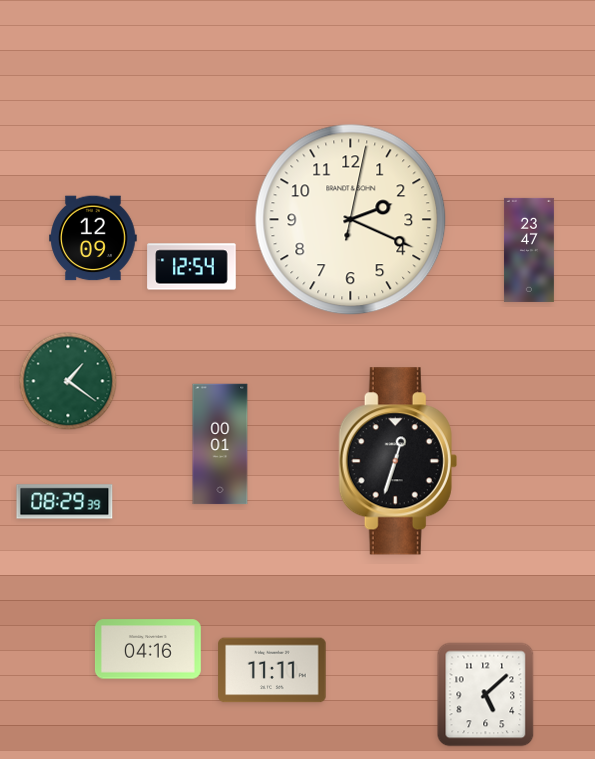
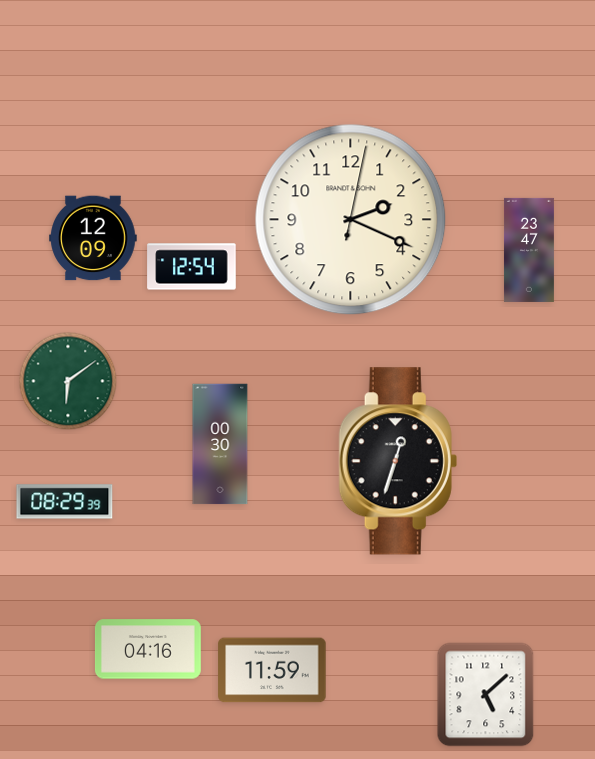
clock at (68, 381): 1:21 -> 6:09
clock at (220, 444): 00:01 -> 00:30
clock at (272, 670): 11:11 -> 11:59
